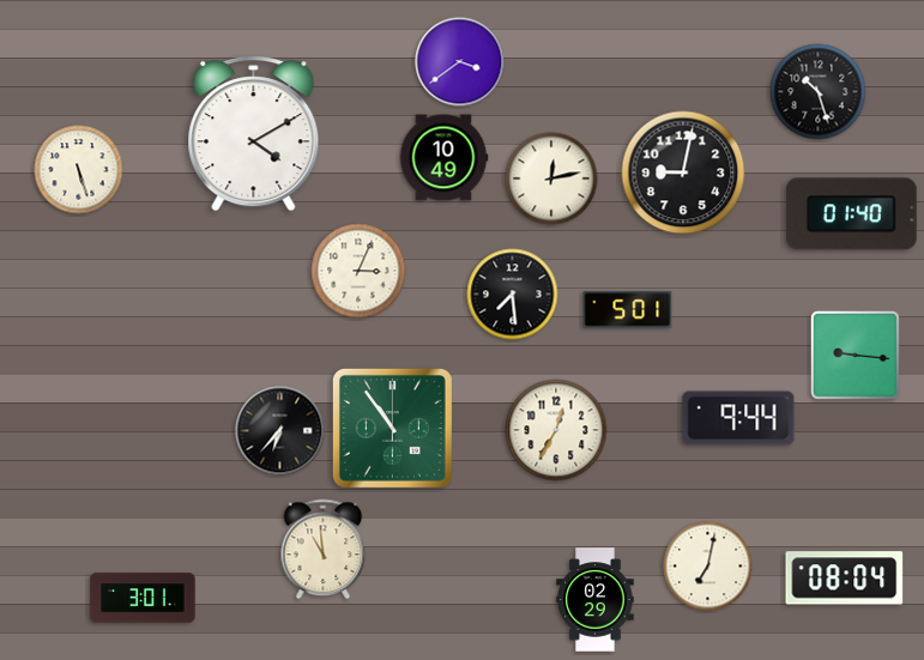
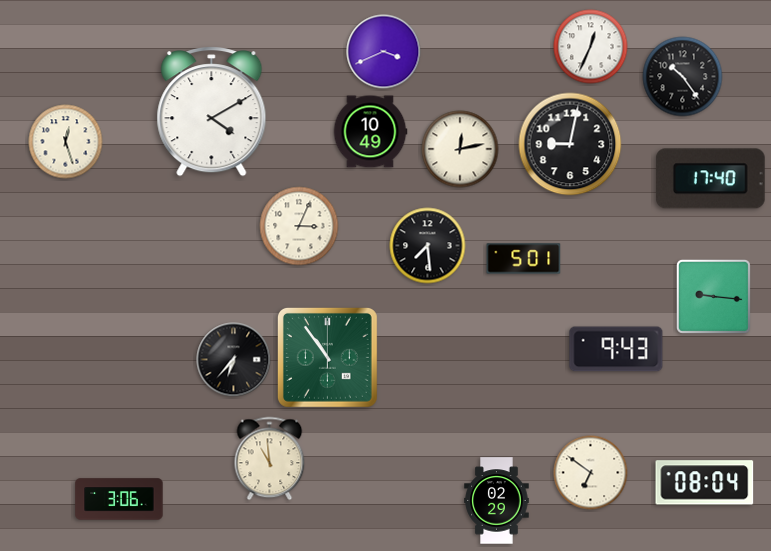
clock at (591, 47): none -> 12:34
clock at (460, 62): 3:39 -> 3:41
clock at (819, 92): 10:27 -> 10:24
clock at (79, 170): 5:27 -> 12:27
clock at (851, 214): 01:40 -> 17:40
clock at (738, 418): 9:44 -> 9:43
clock at (556, 430): 12:35 -> none
clock at (708, 567): 7:02 -> 6:51
clock at (143, 598): 3:01 -> 3:06
